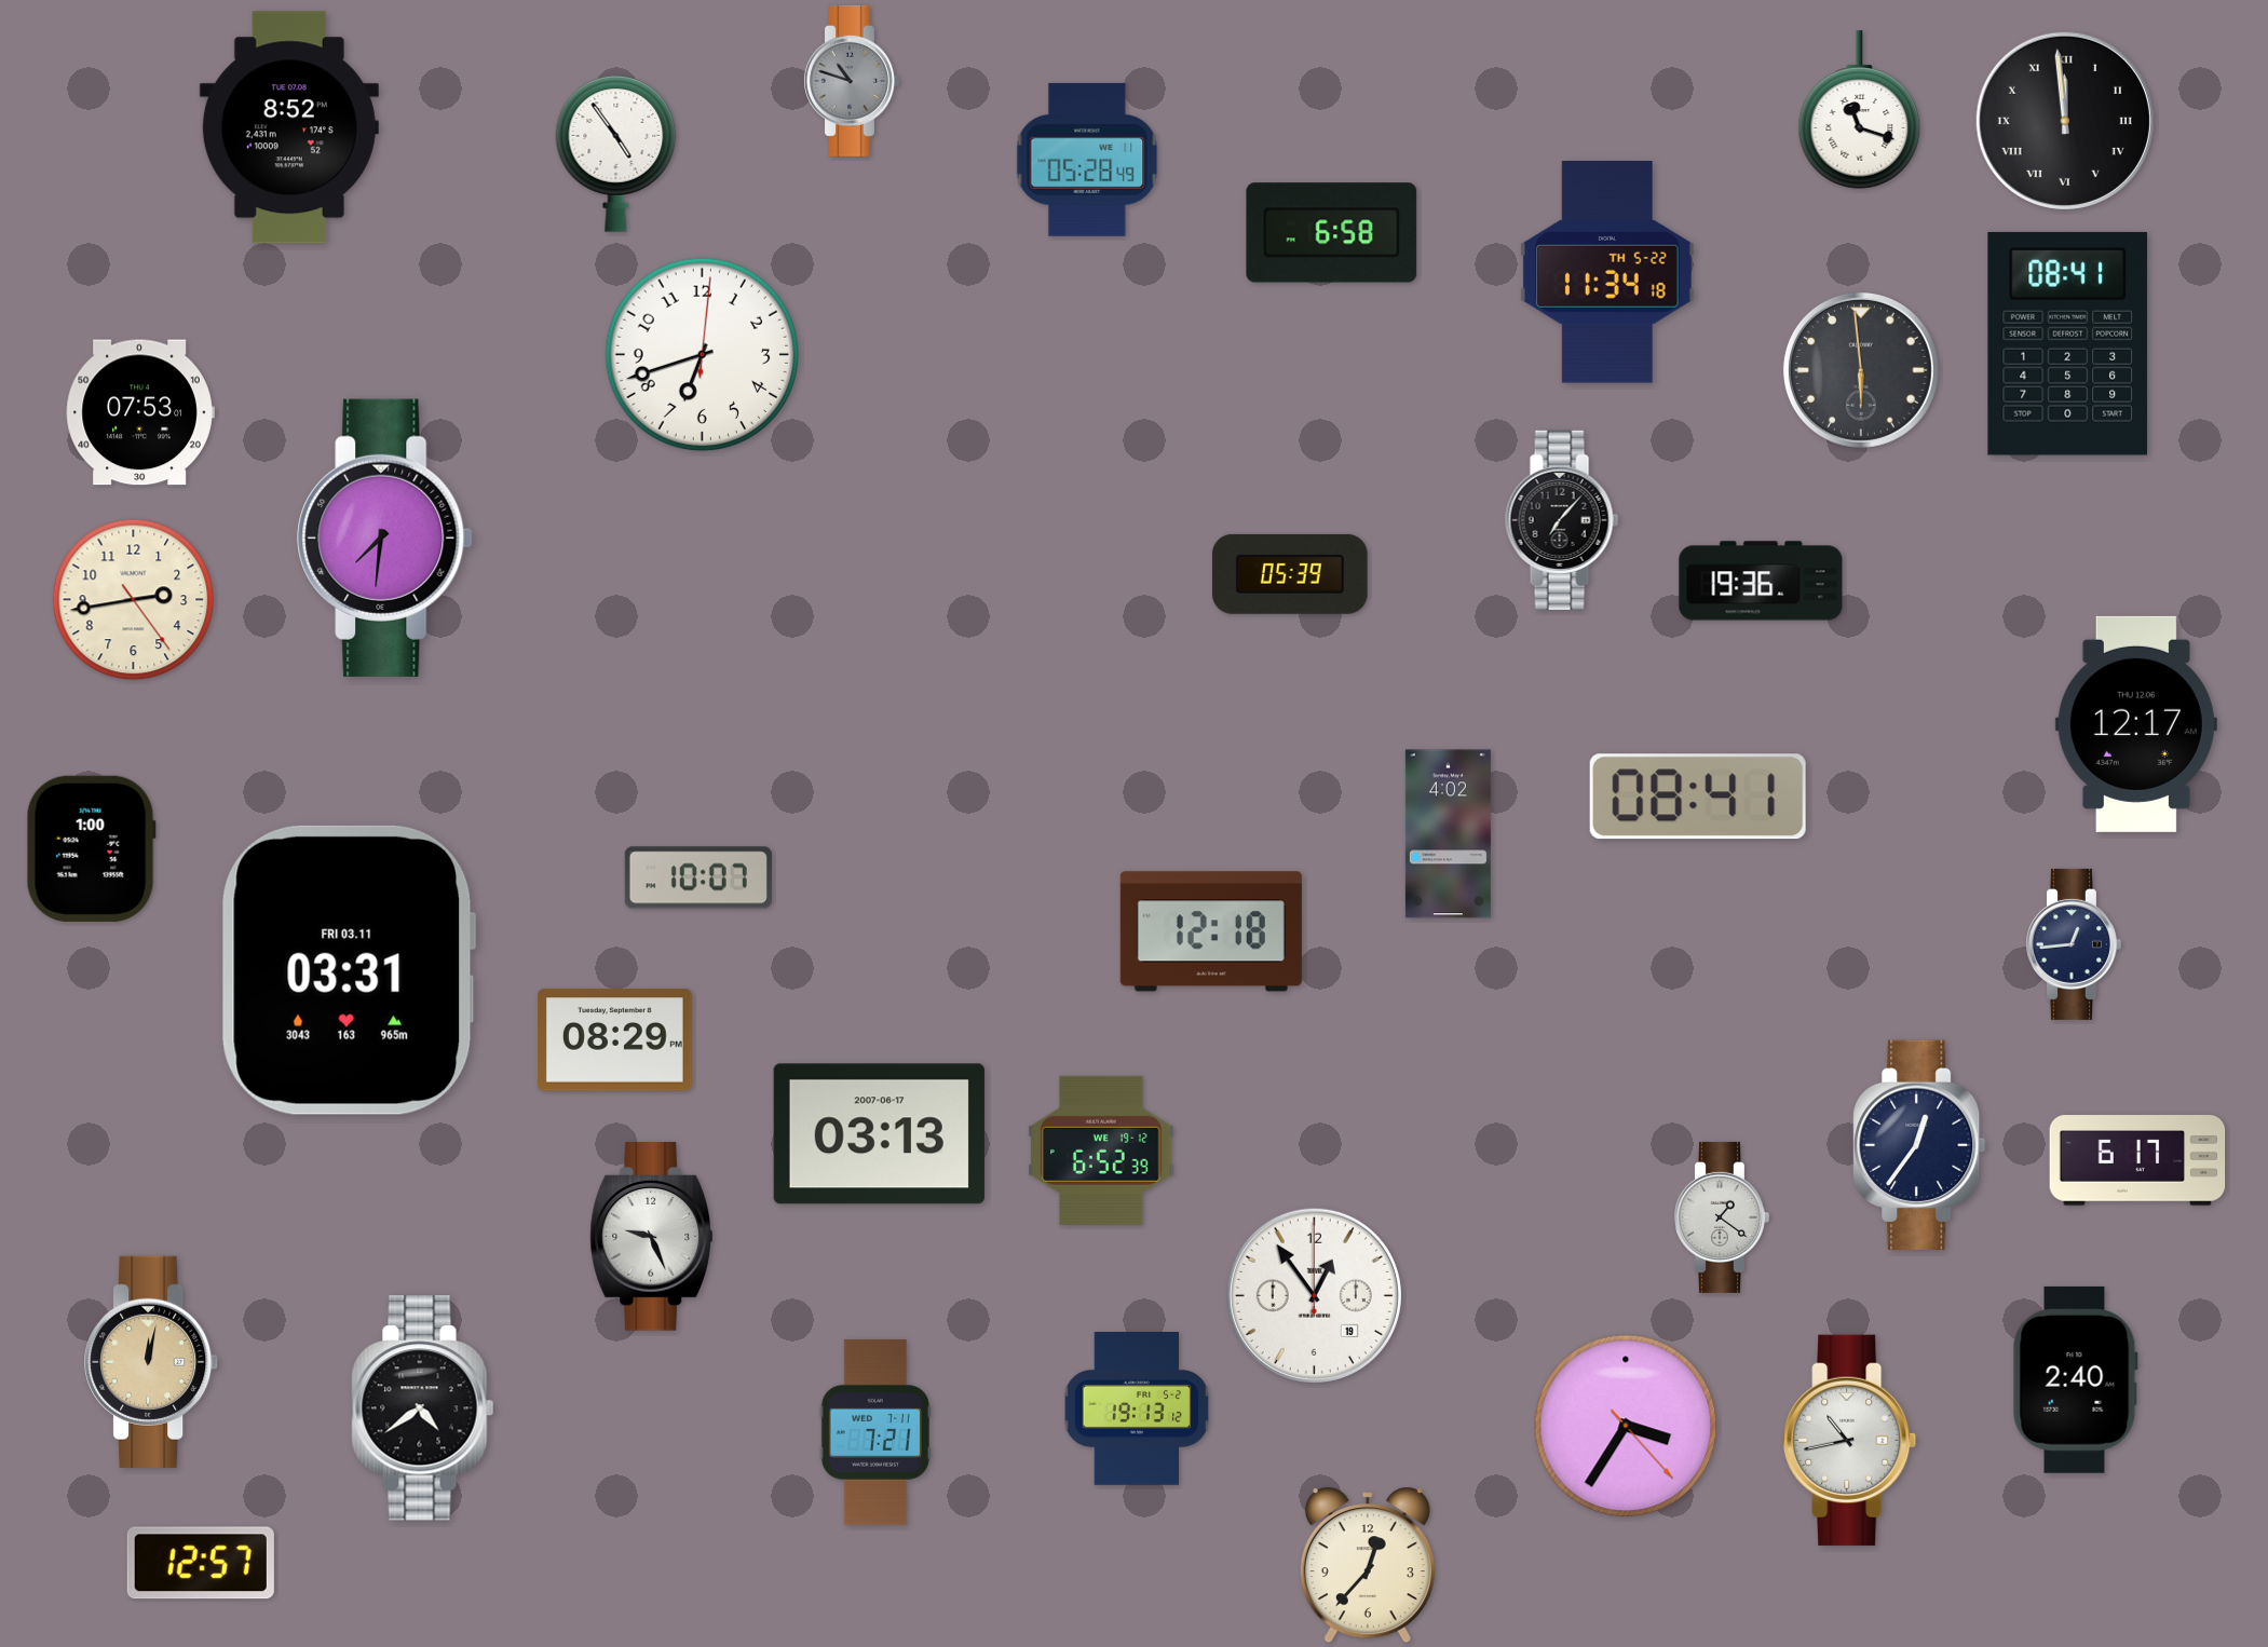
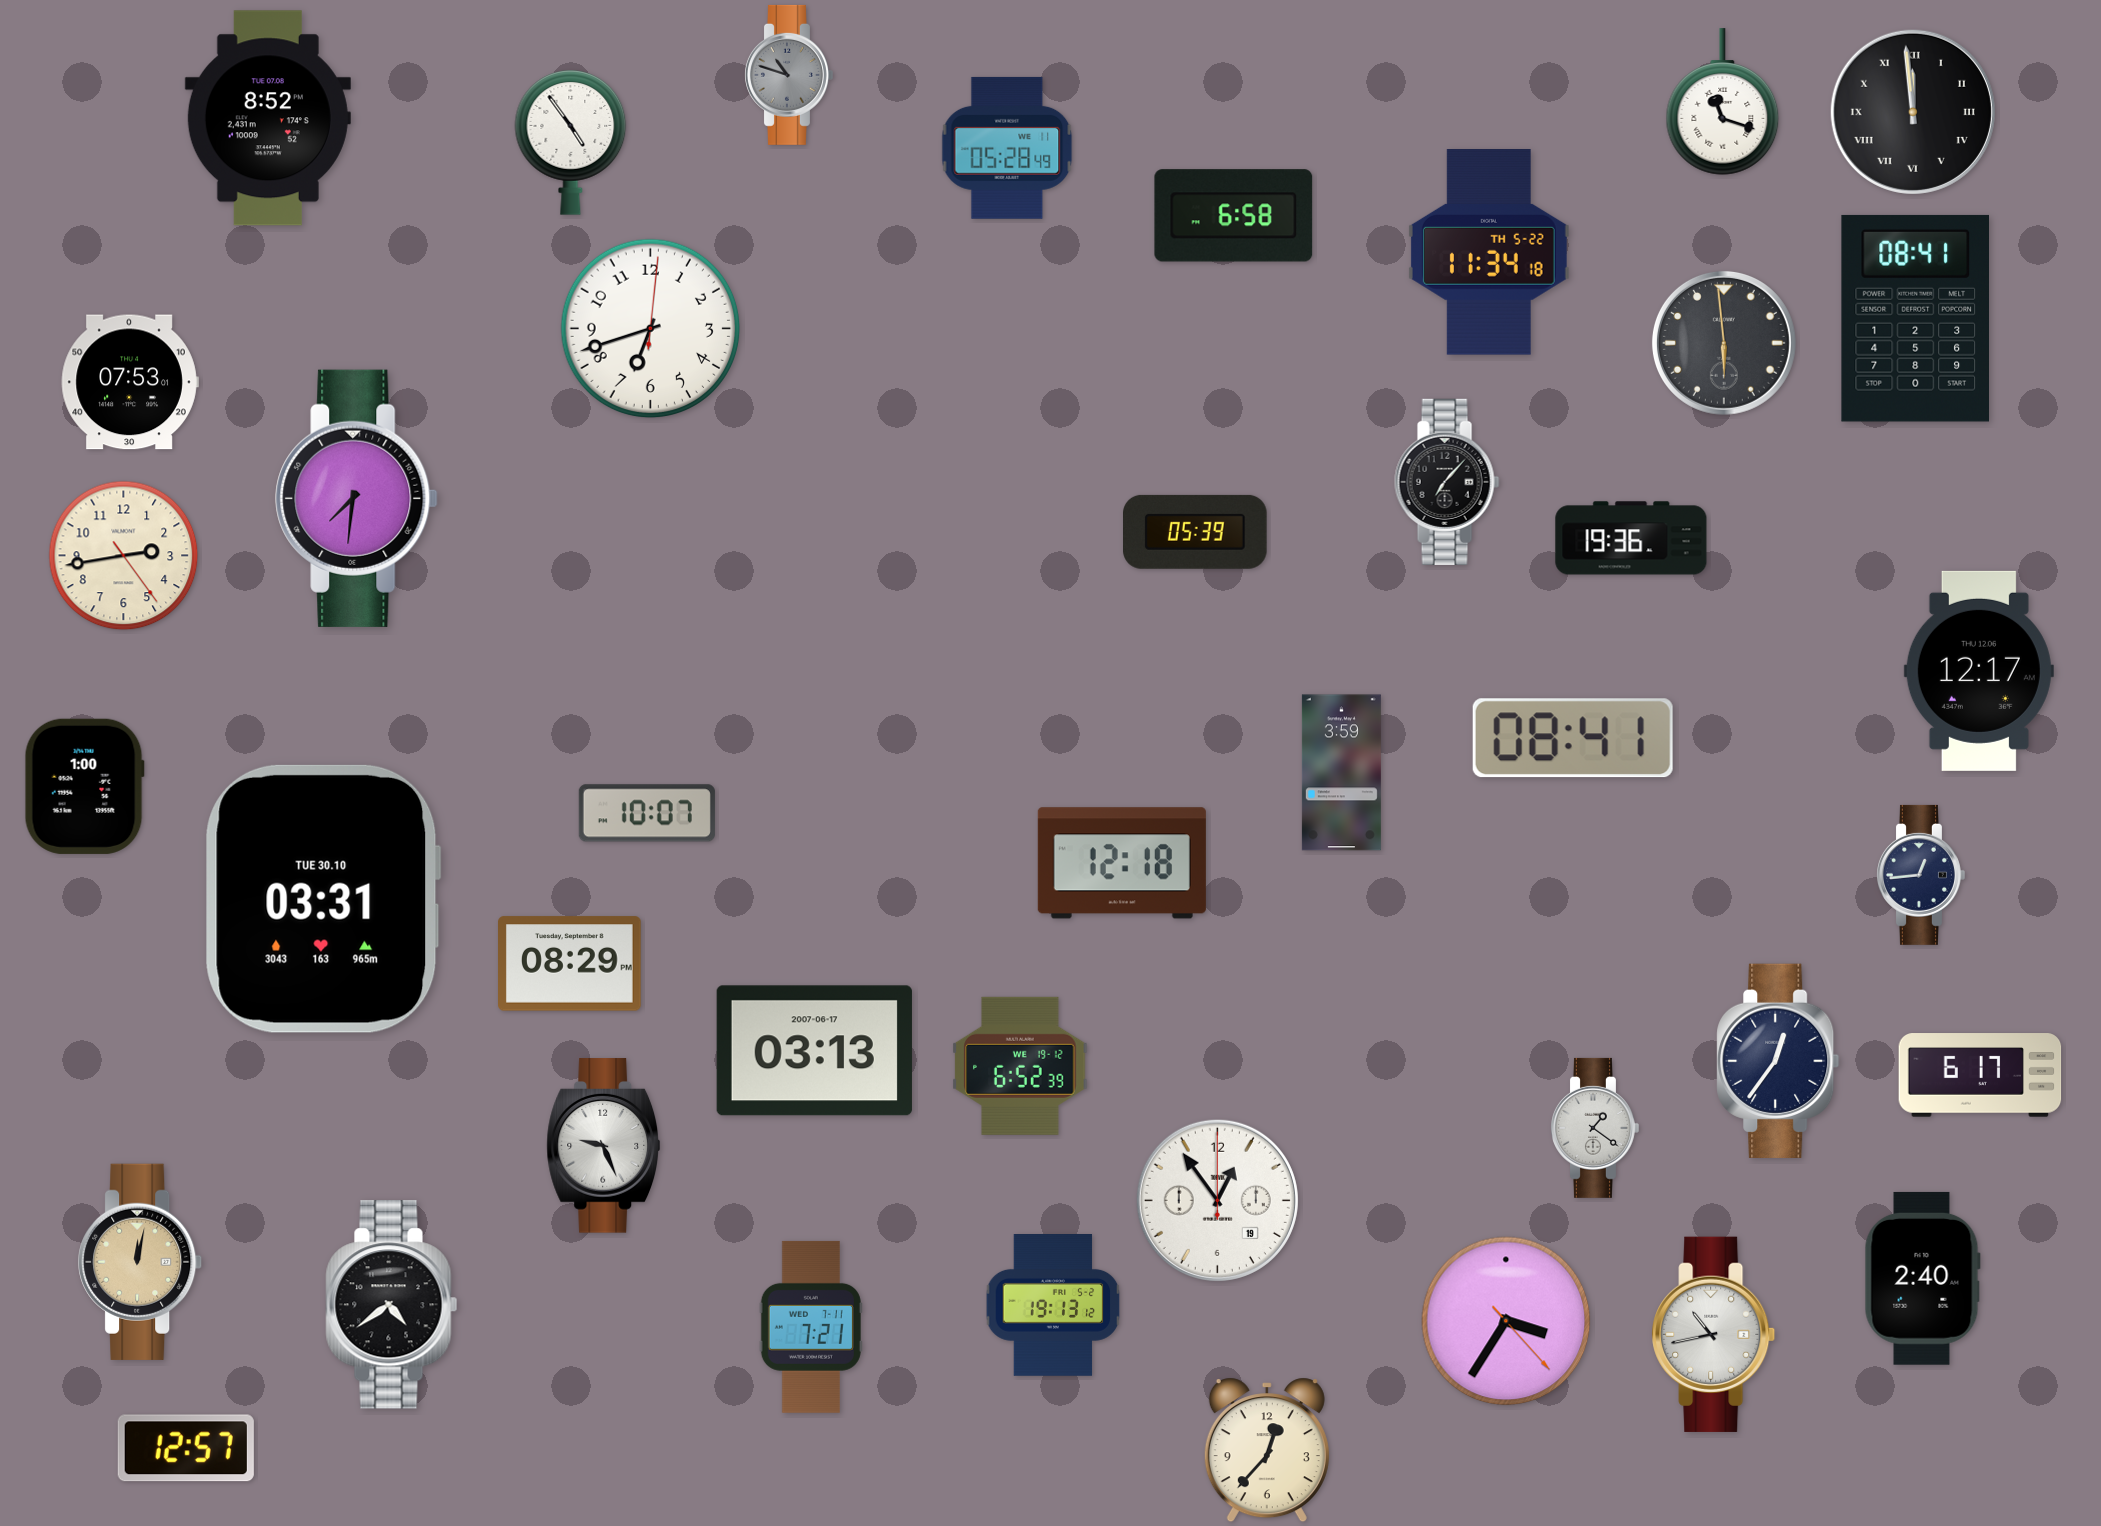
clock at (1448, 834): 4:02 -> 3:59
clock at (349, 970) date: FRI 03.11 -> TUE 30.10
